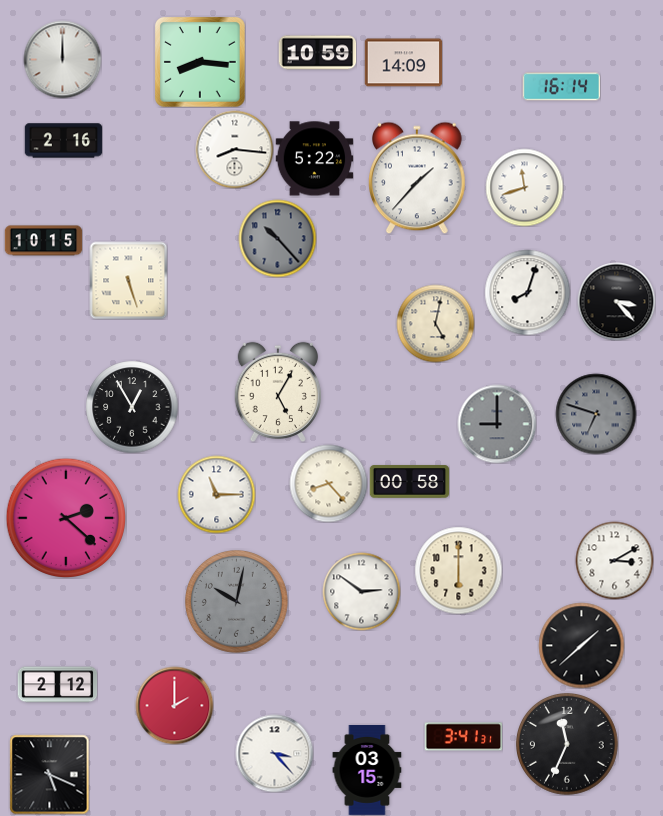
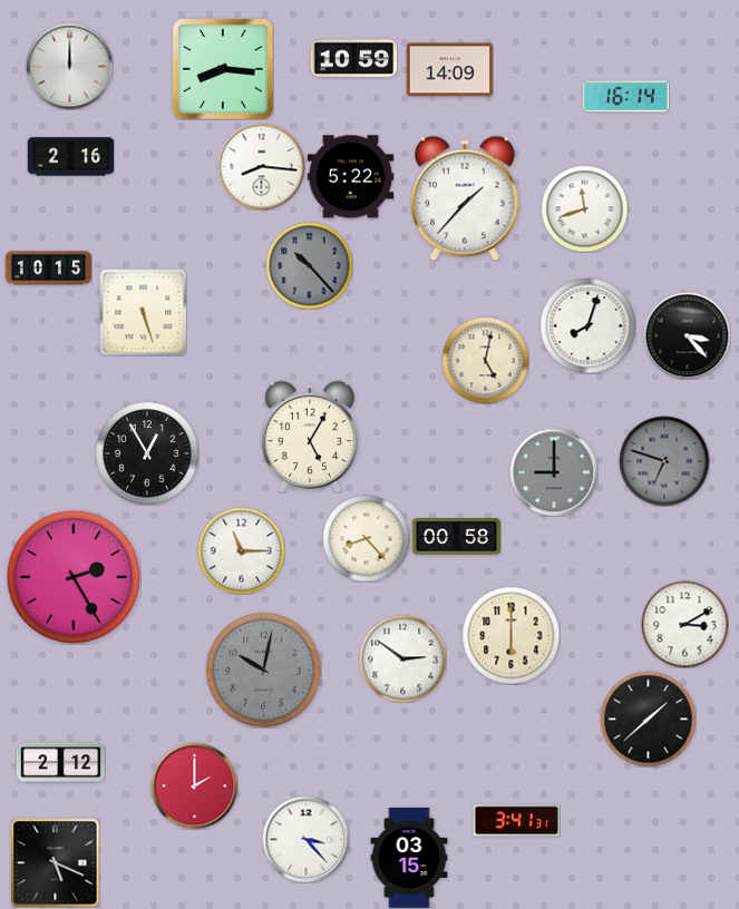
clock at (65, 517): 2:22 -> 2:25
clock at (57, 685) position: (57, 685) -> (60, 763)
clock at (568, 745): 11:34 -> none
